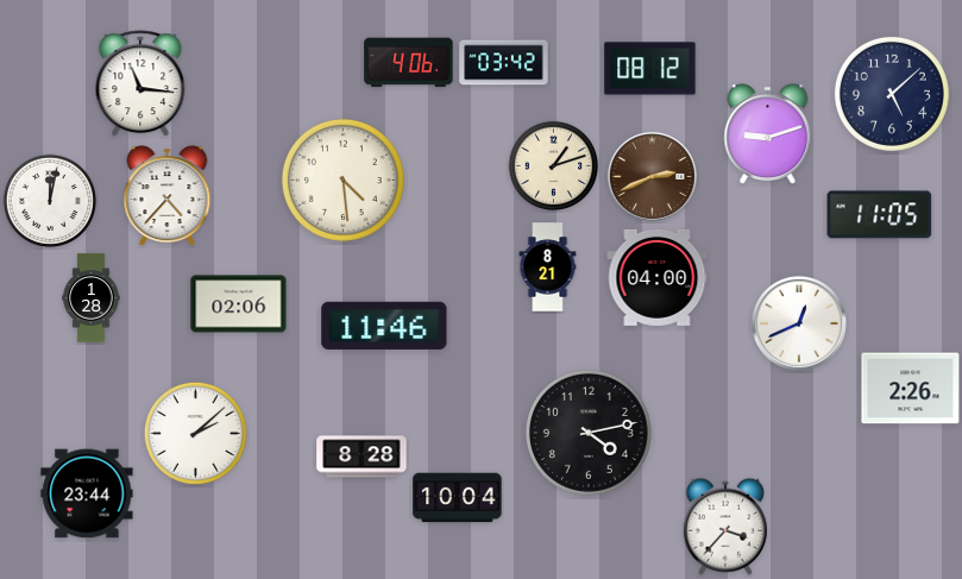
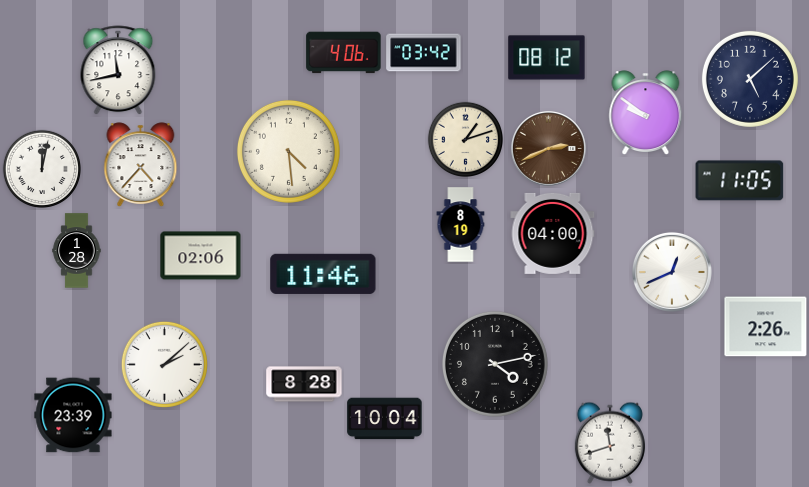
clock at (140, 84): 11:16 -> 11:43
clock at (768, 133): 9:12 -> 9:51
clock at (548, 268): 8:21 -> 8:19
clock at (87, 493): 23:44 -> 23:39
clock at (725, 527): 3:37 -> 11:42
